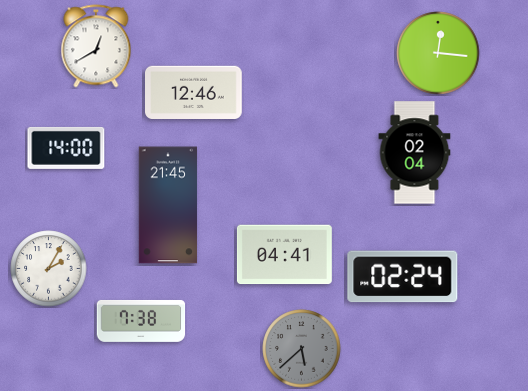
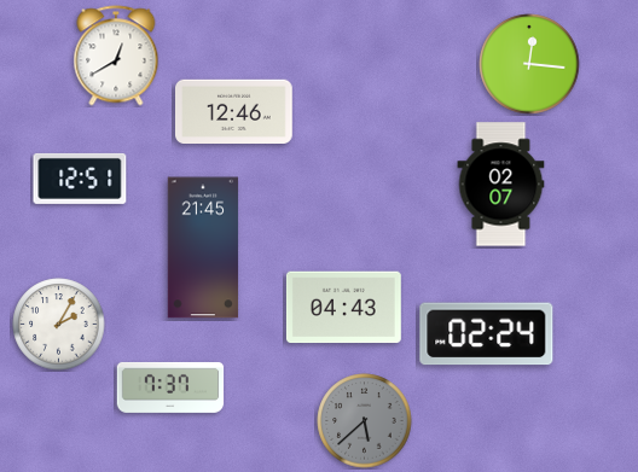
clock at (66, 148): 14:00 -> 12:51
clock at (415, 153): 02:04 -> 02:07
clock at (284, 255): 04:41 -> 04:43
clock at (141, 321): 7:38 -> 7:37
